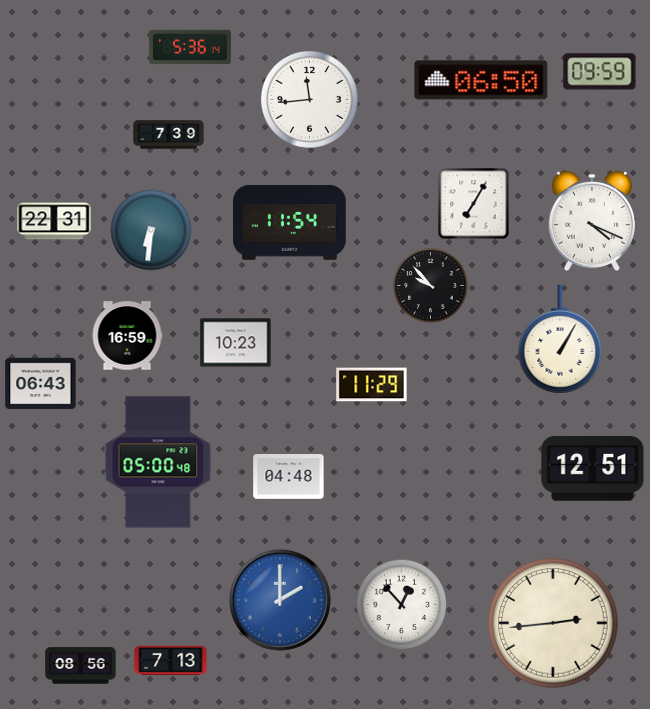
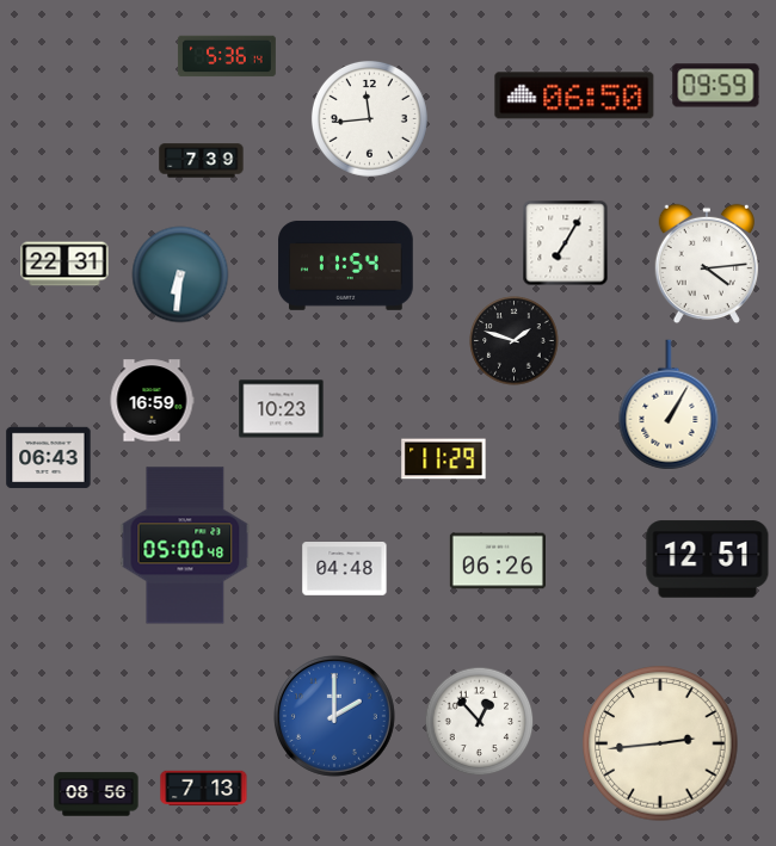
clock at (592, 221): 4:19 -> 4:14
clock at (431, 286): 9:53 -> 1:48
clock at (158, 462) position: (158, 462) -> (185, 545)
clock at (498, 561): none -> 06:26
